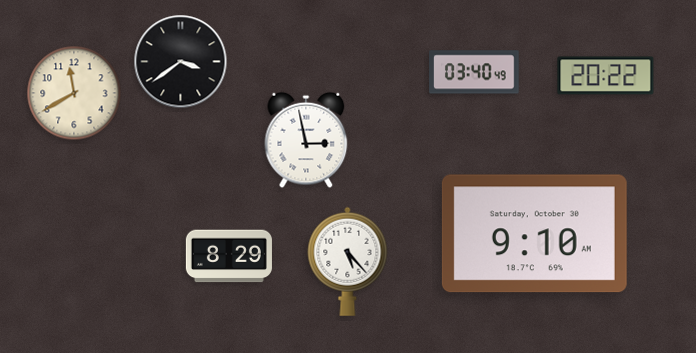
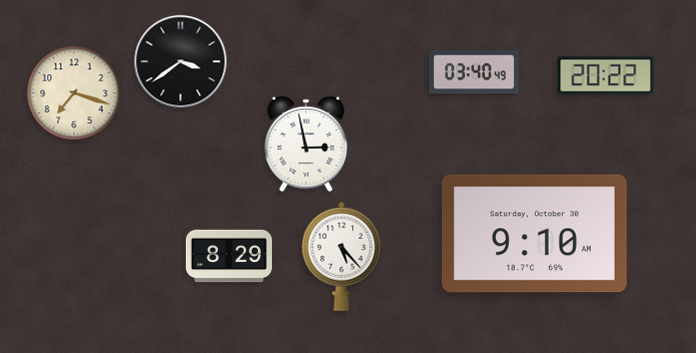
clock at (74, 93): 11:40 -> 7:18
clock at (306, 140) position: (306, 140) -> (306, 144)
clock at (348, 261) position: (348, 261) -> (342, 256)
